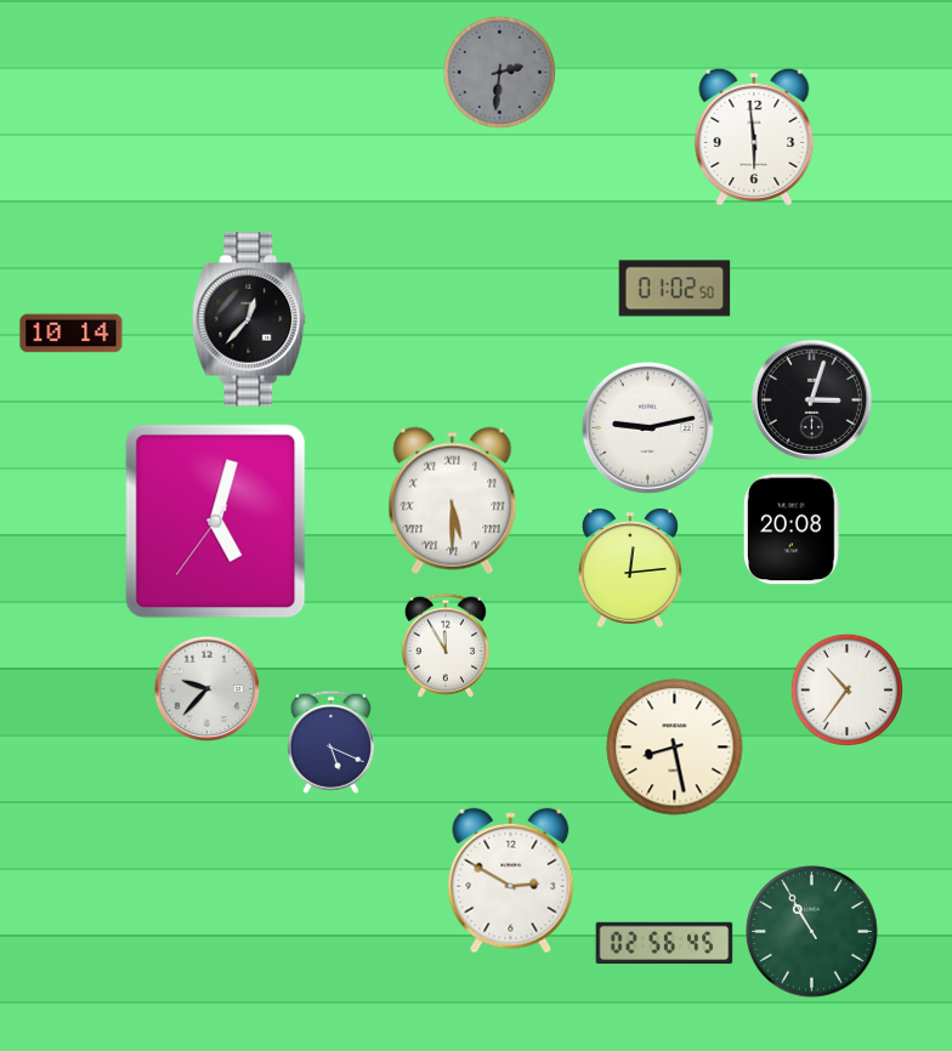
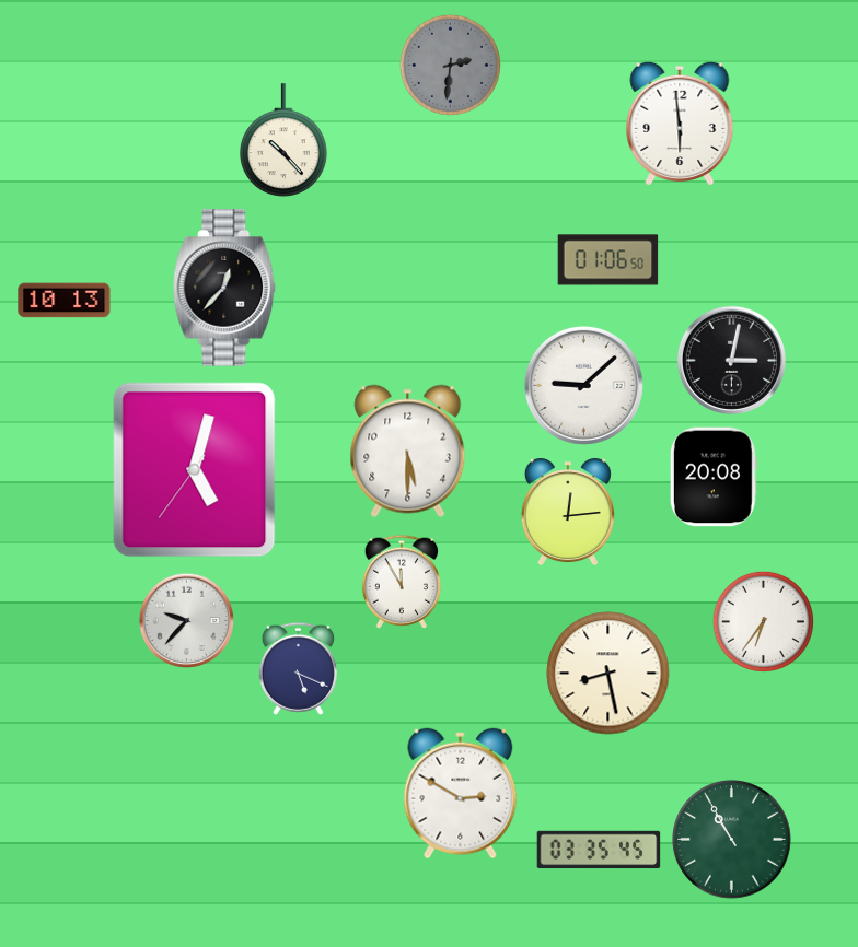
clock at (285, 140): none -> 10:23
clock at (675, 289): 01:02 -> 01:06
clock at (72, 334): 10:14 -> 10:13
clock at (811, 399): 3:03 -> 3:02
clock at (647, 427): 9:13 -> 9:08
clock at (453, 501) numerals: Roman -> Arabic
clock at (846, 689): 10:36 -> 6:36
clock at (664, 943): 02:56 -> 03:35
